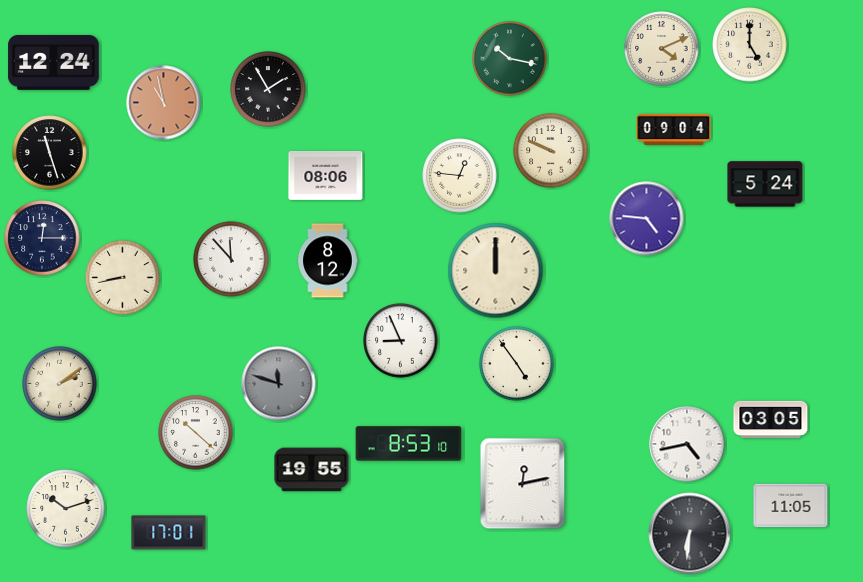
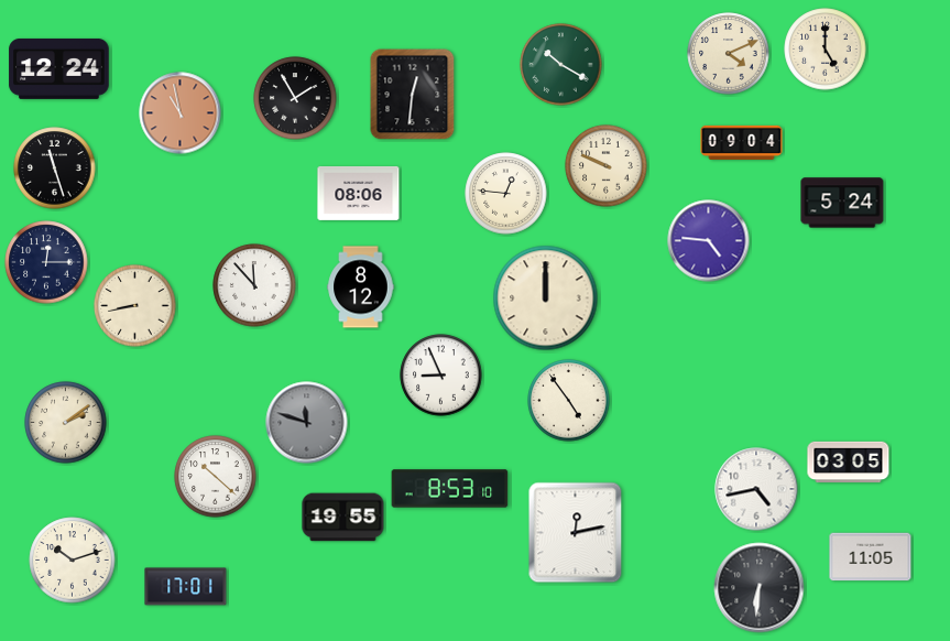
clock at (510, 59): 10:17 -> 10:20
clock at (413, 95): none -> 12:31
clock at (647, 219) position: (647, 219) -> (709, 241)
